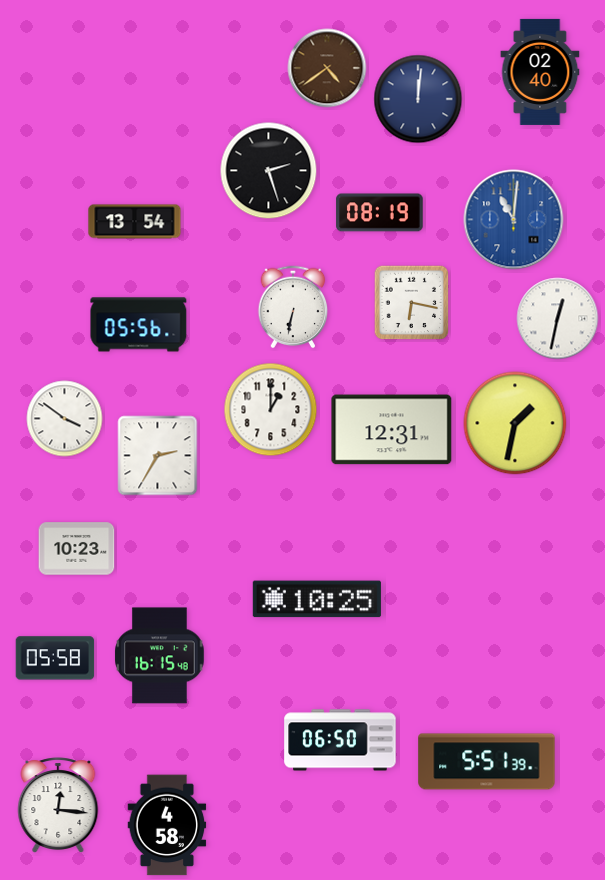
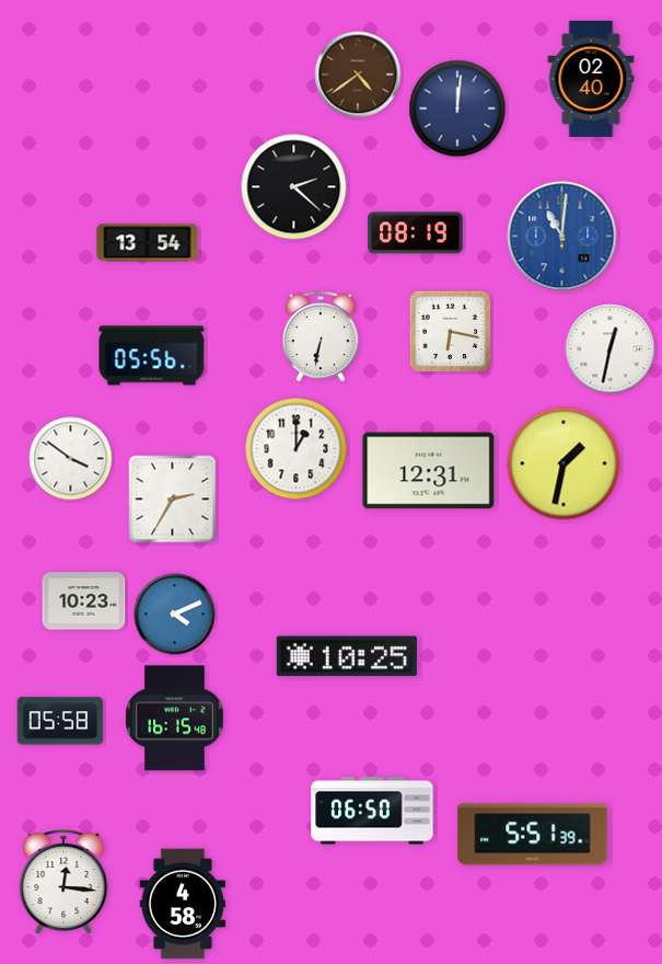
clock at (269, 171): 2:27 -> 2:22
clock at (514, 220) position: (514, 220) -> (562, 237)
clock at (175, 615): none -> 4:11
